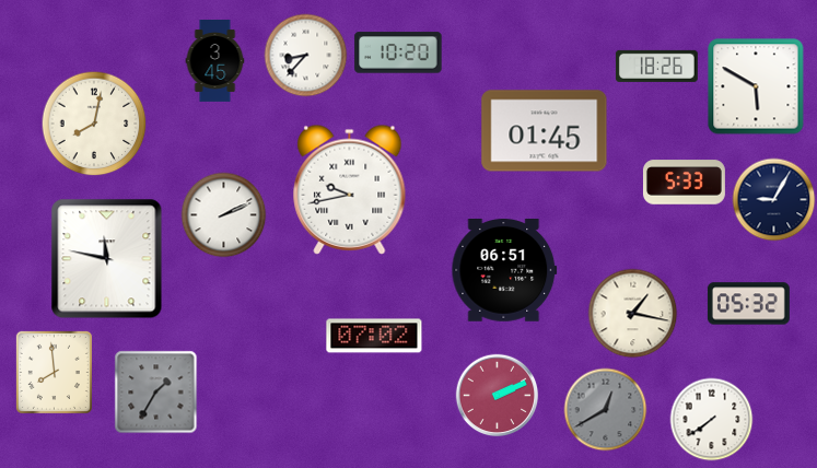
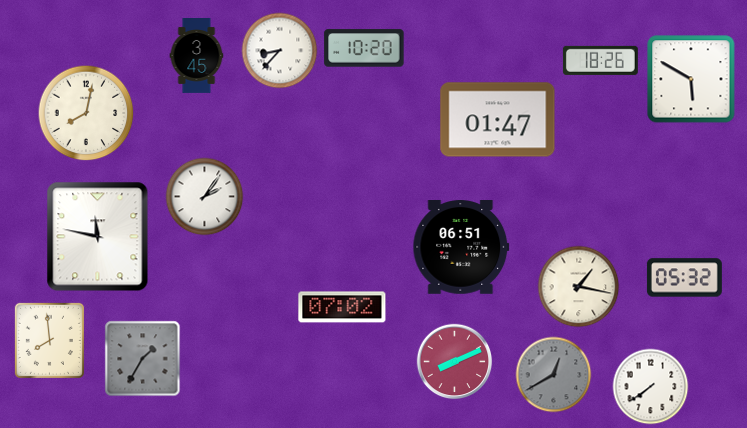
clock at (545, 131): 01:45 -> 01:47
clock at (684, 183): 5:33 -> none
clock at (350, 189): 9:43 -> none
clock at (774, 200): 9:05 -> none
clock at (224, 215): 2:11 -> 2:06
clock at (498, 396): 2:11 -> 8:11
clock at (712, 420) position: (712, 420) -> (651, 387)
